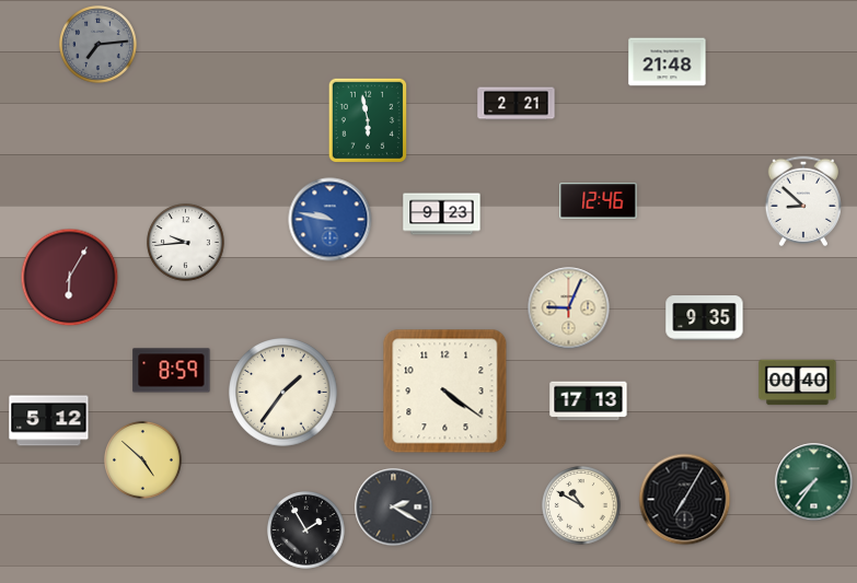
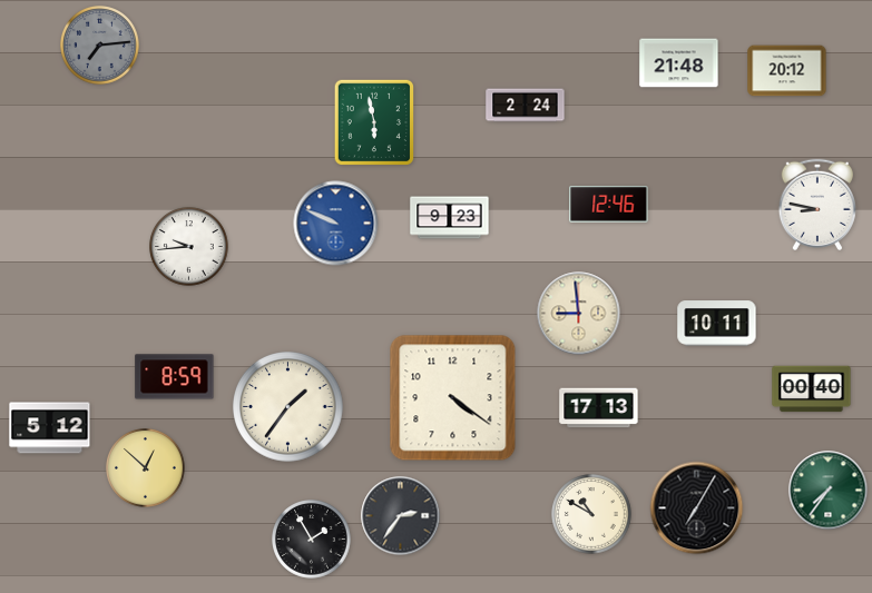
clock at (787, 71): none -> 20:12
clock at (517, 104): 2:21 -> 2:24
clock at (802, 201): 8:52 -> 8:47
clock at (331, 220): 9:47 -> 9:49
clock at (70, 278): 6:05 -> none
clock at (569, 308): 9:04 -> 8:59
clock at (705, 318): 9:35 -> 10:11
clock at (283, 393) position: (283, 393) -> (288, 407)
clock at (143, 460): 4:52 -> 12:52
clock at (394, 508): 2:20 -> 2:36
